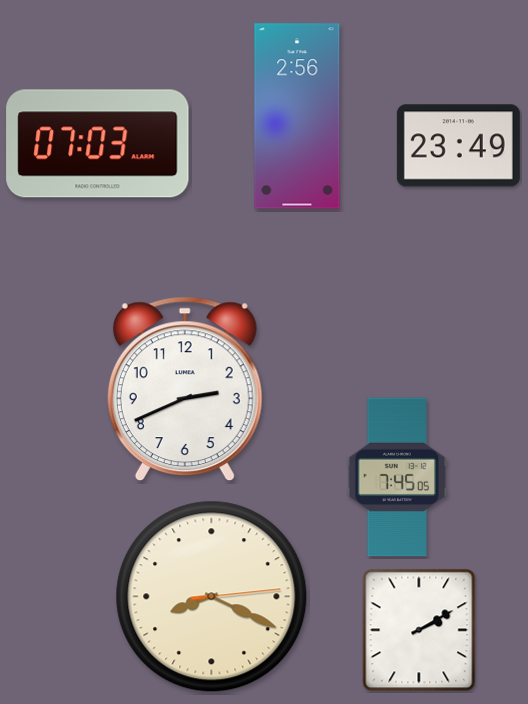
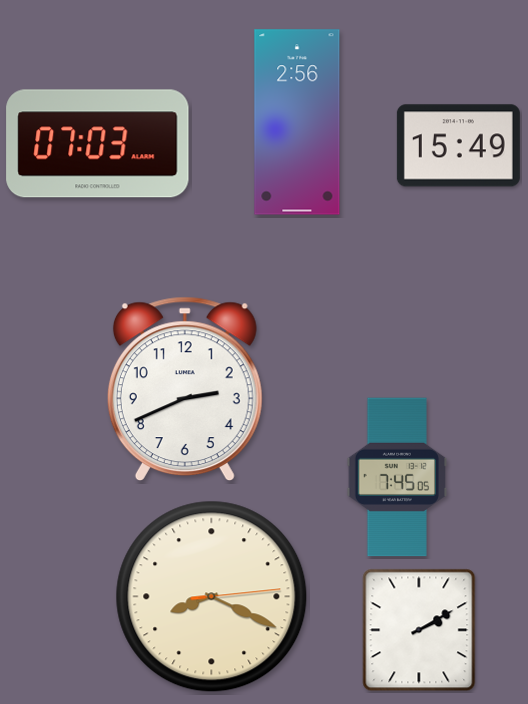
clock at (297, 116) position: (297, 116) -> (297, 122)
clock at (458, 146): 23:49 -> 15:49
